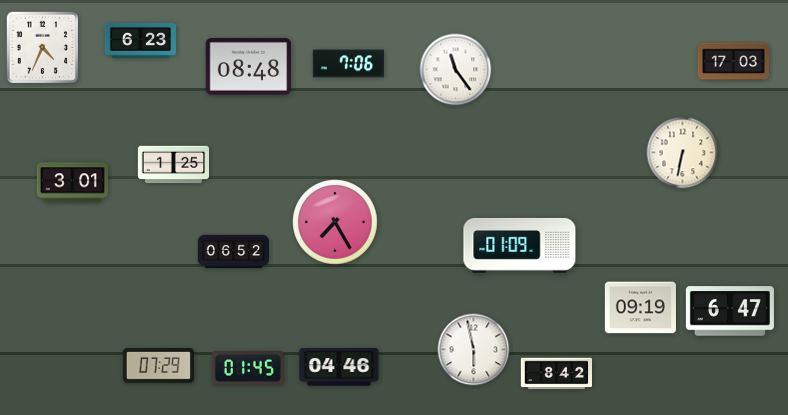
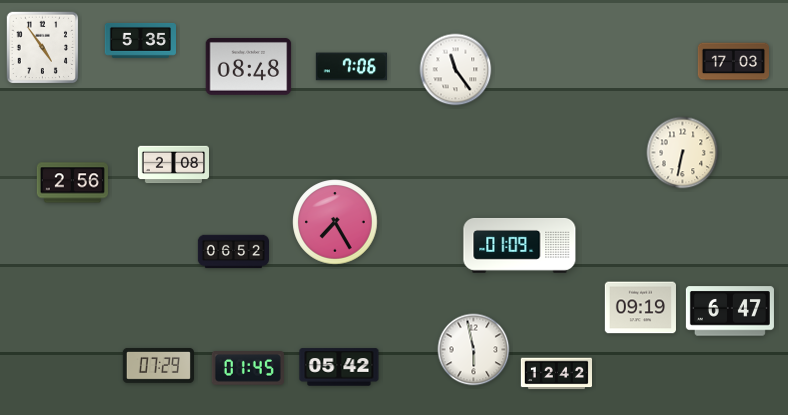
clock at (140, 40): 6:23 -> 5:35
clock at (43, 48): 4:34 -> 4:54
clock at (348, 64) position: (348, 64) -> (351, 67)
clock at (173, 165): 1:25 -> 2:08
clock at (72, 183): 3:01 -> 2:56
clock at (339, 367): 04:46 -> 05:42
clock at (556, 374): 8:42 -> 12:42
